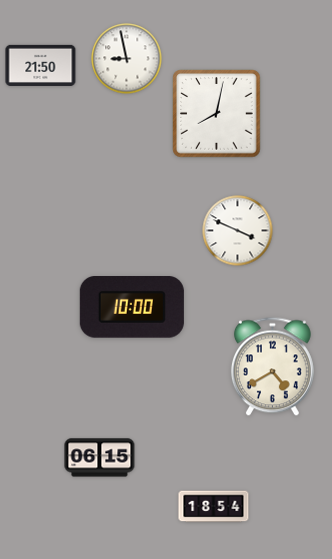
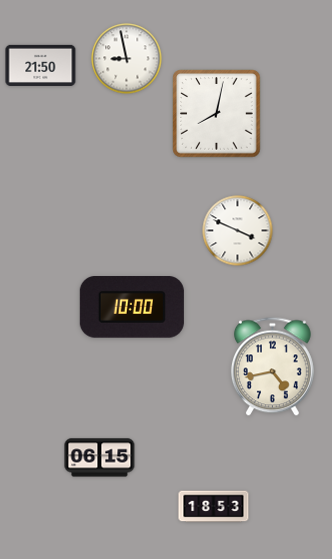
clock at (272, 367): 4:40 -> 4:43
clock at (214, 507): 18:54 -> 18:53
